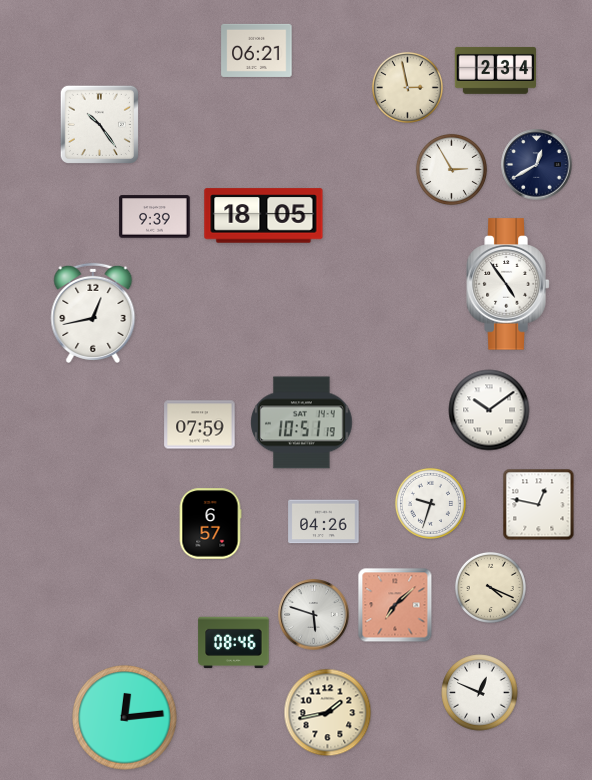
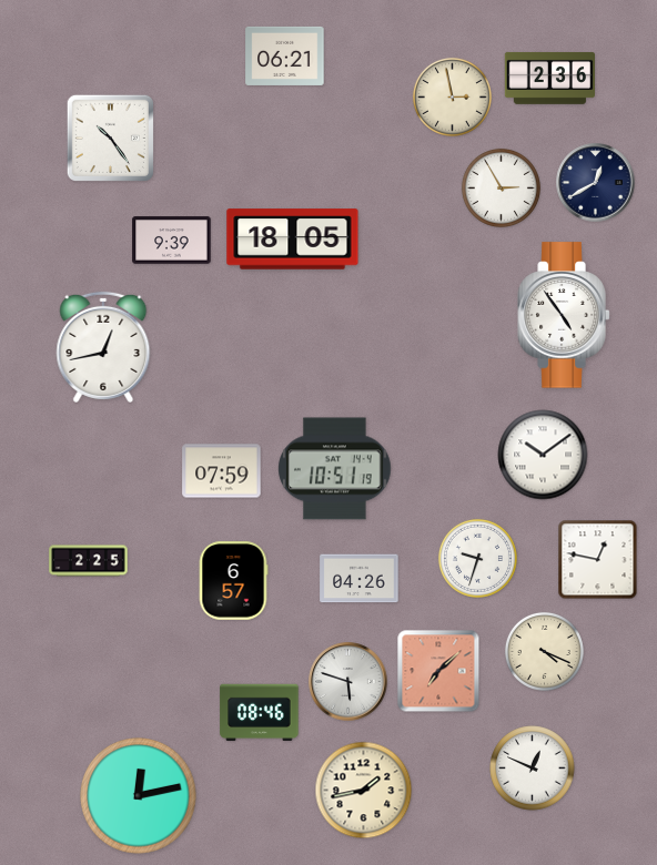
clock at (495, 70): 2:34 -> 2:36
clock at (89, 561): none -> 2:25
clock at (125, 718): 12:14 -> 12:13
